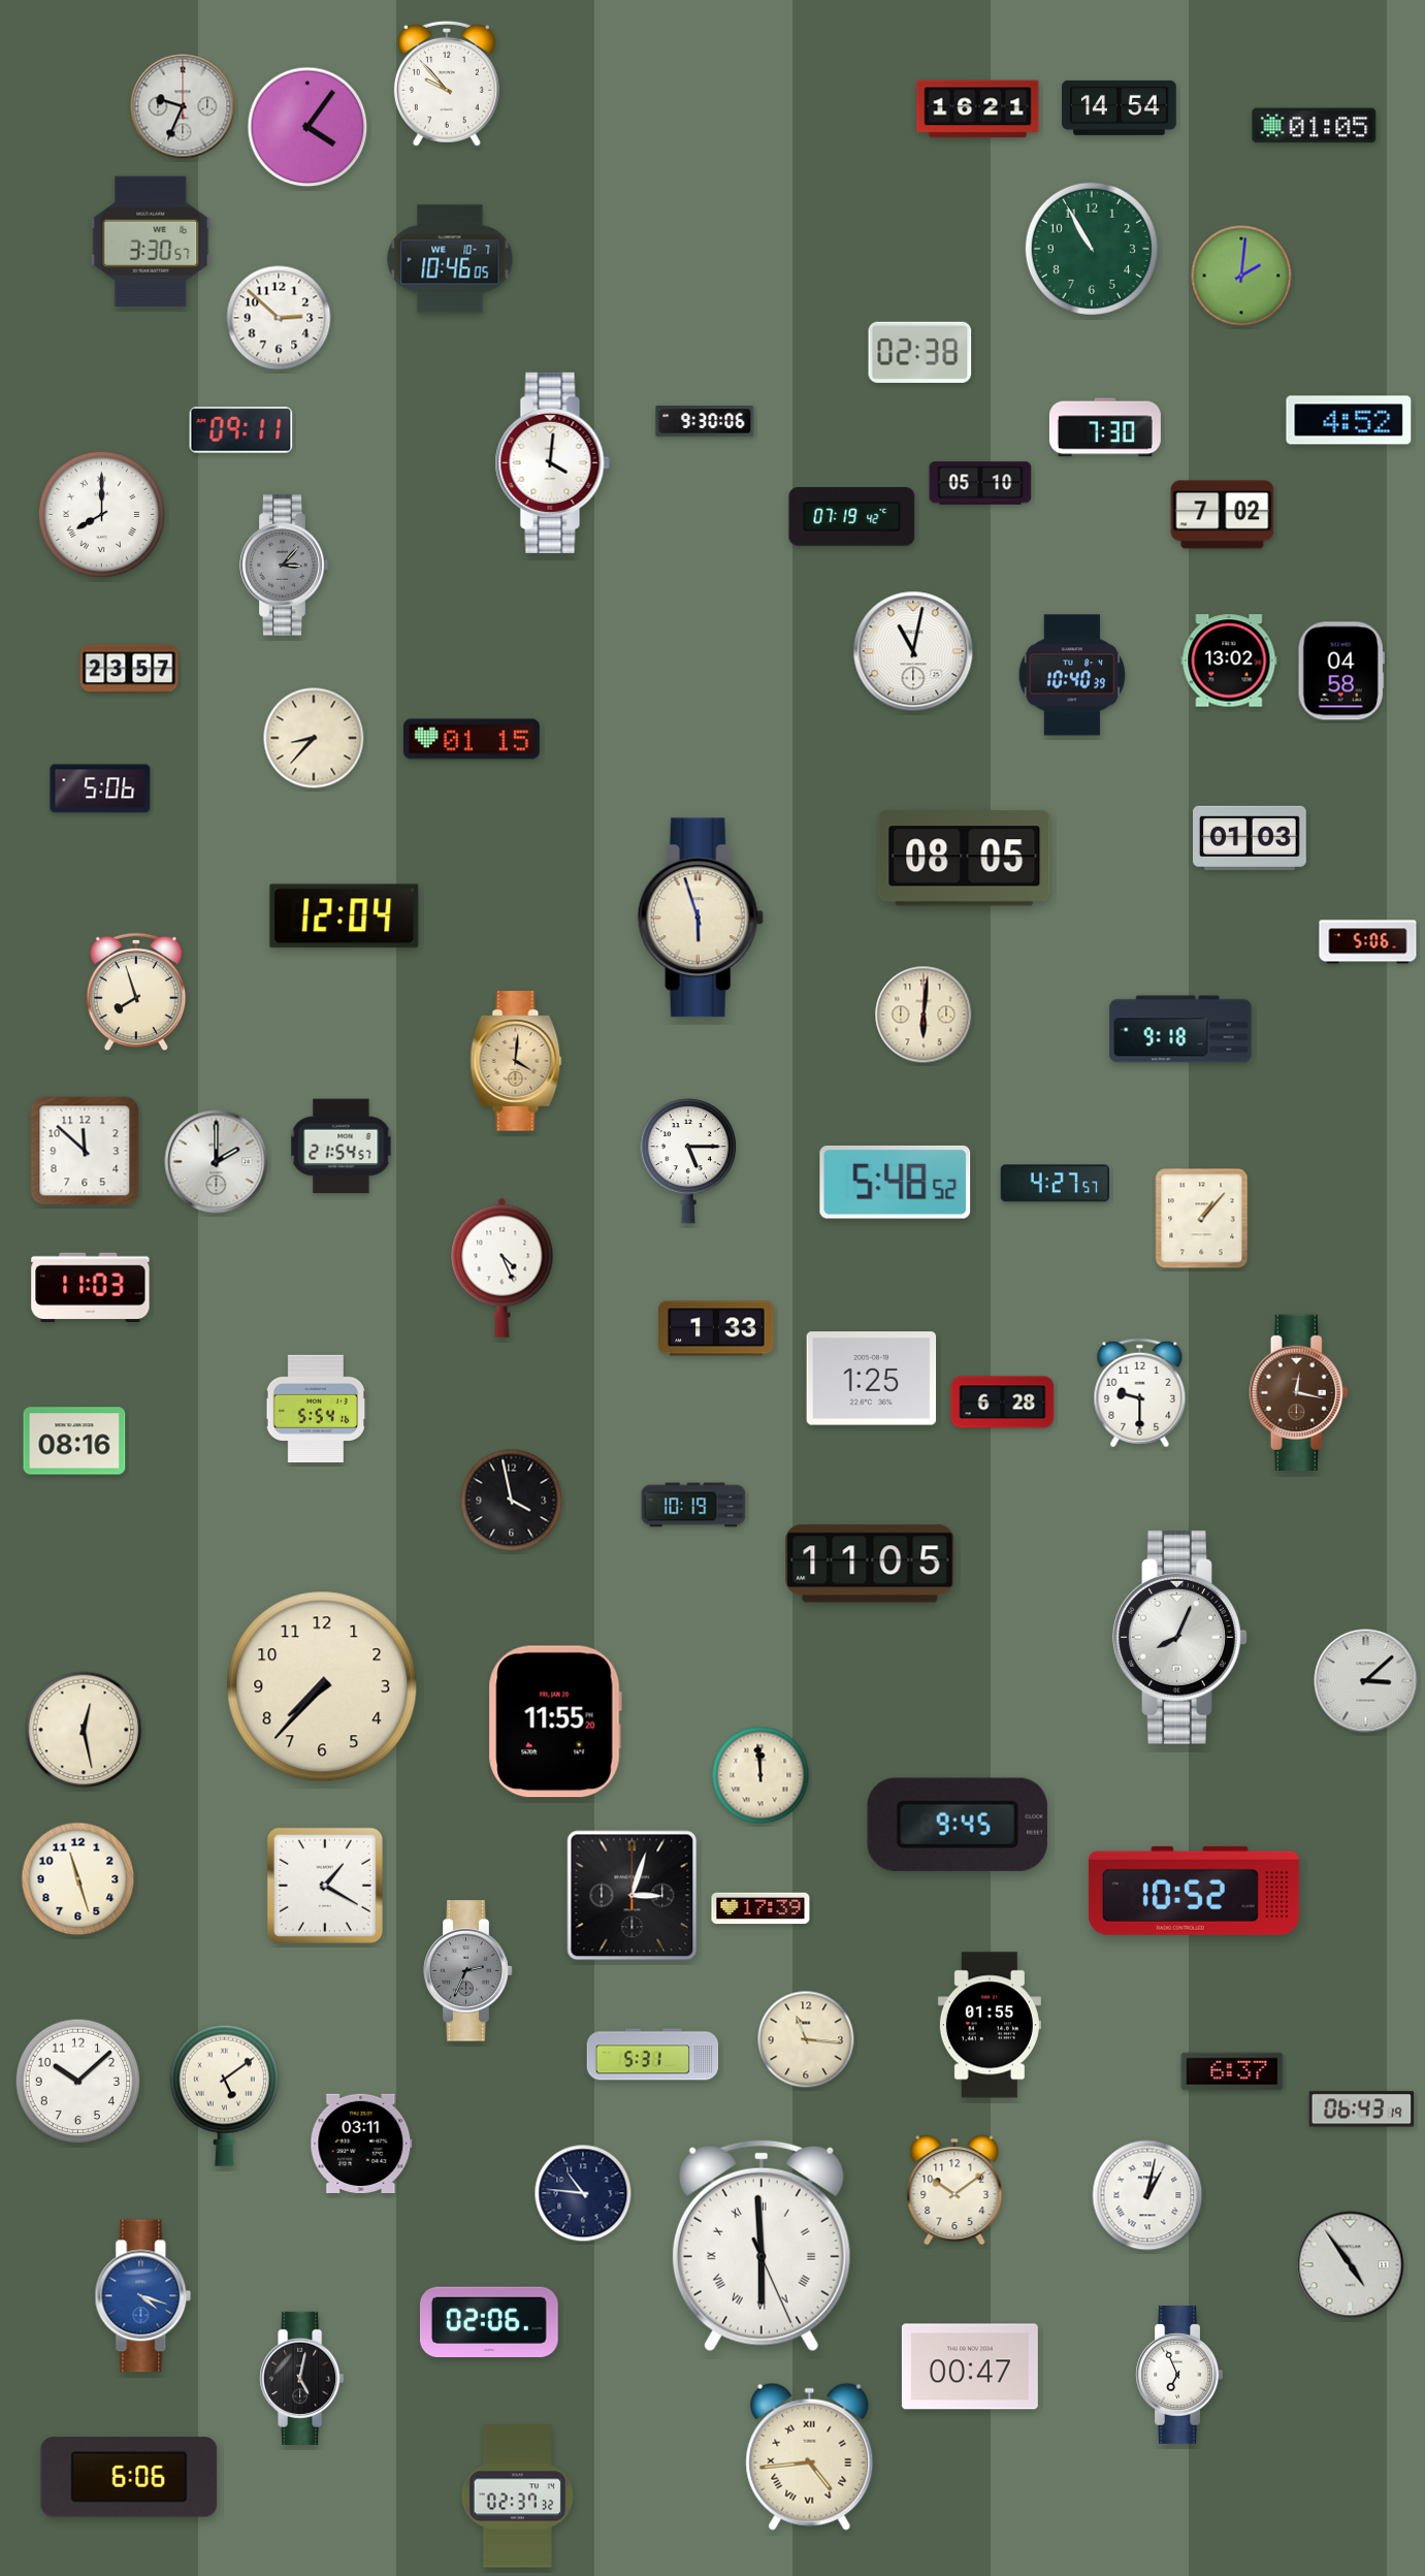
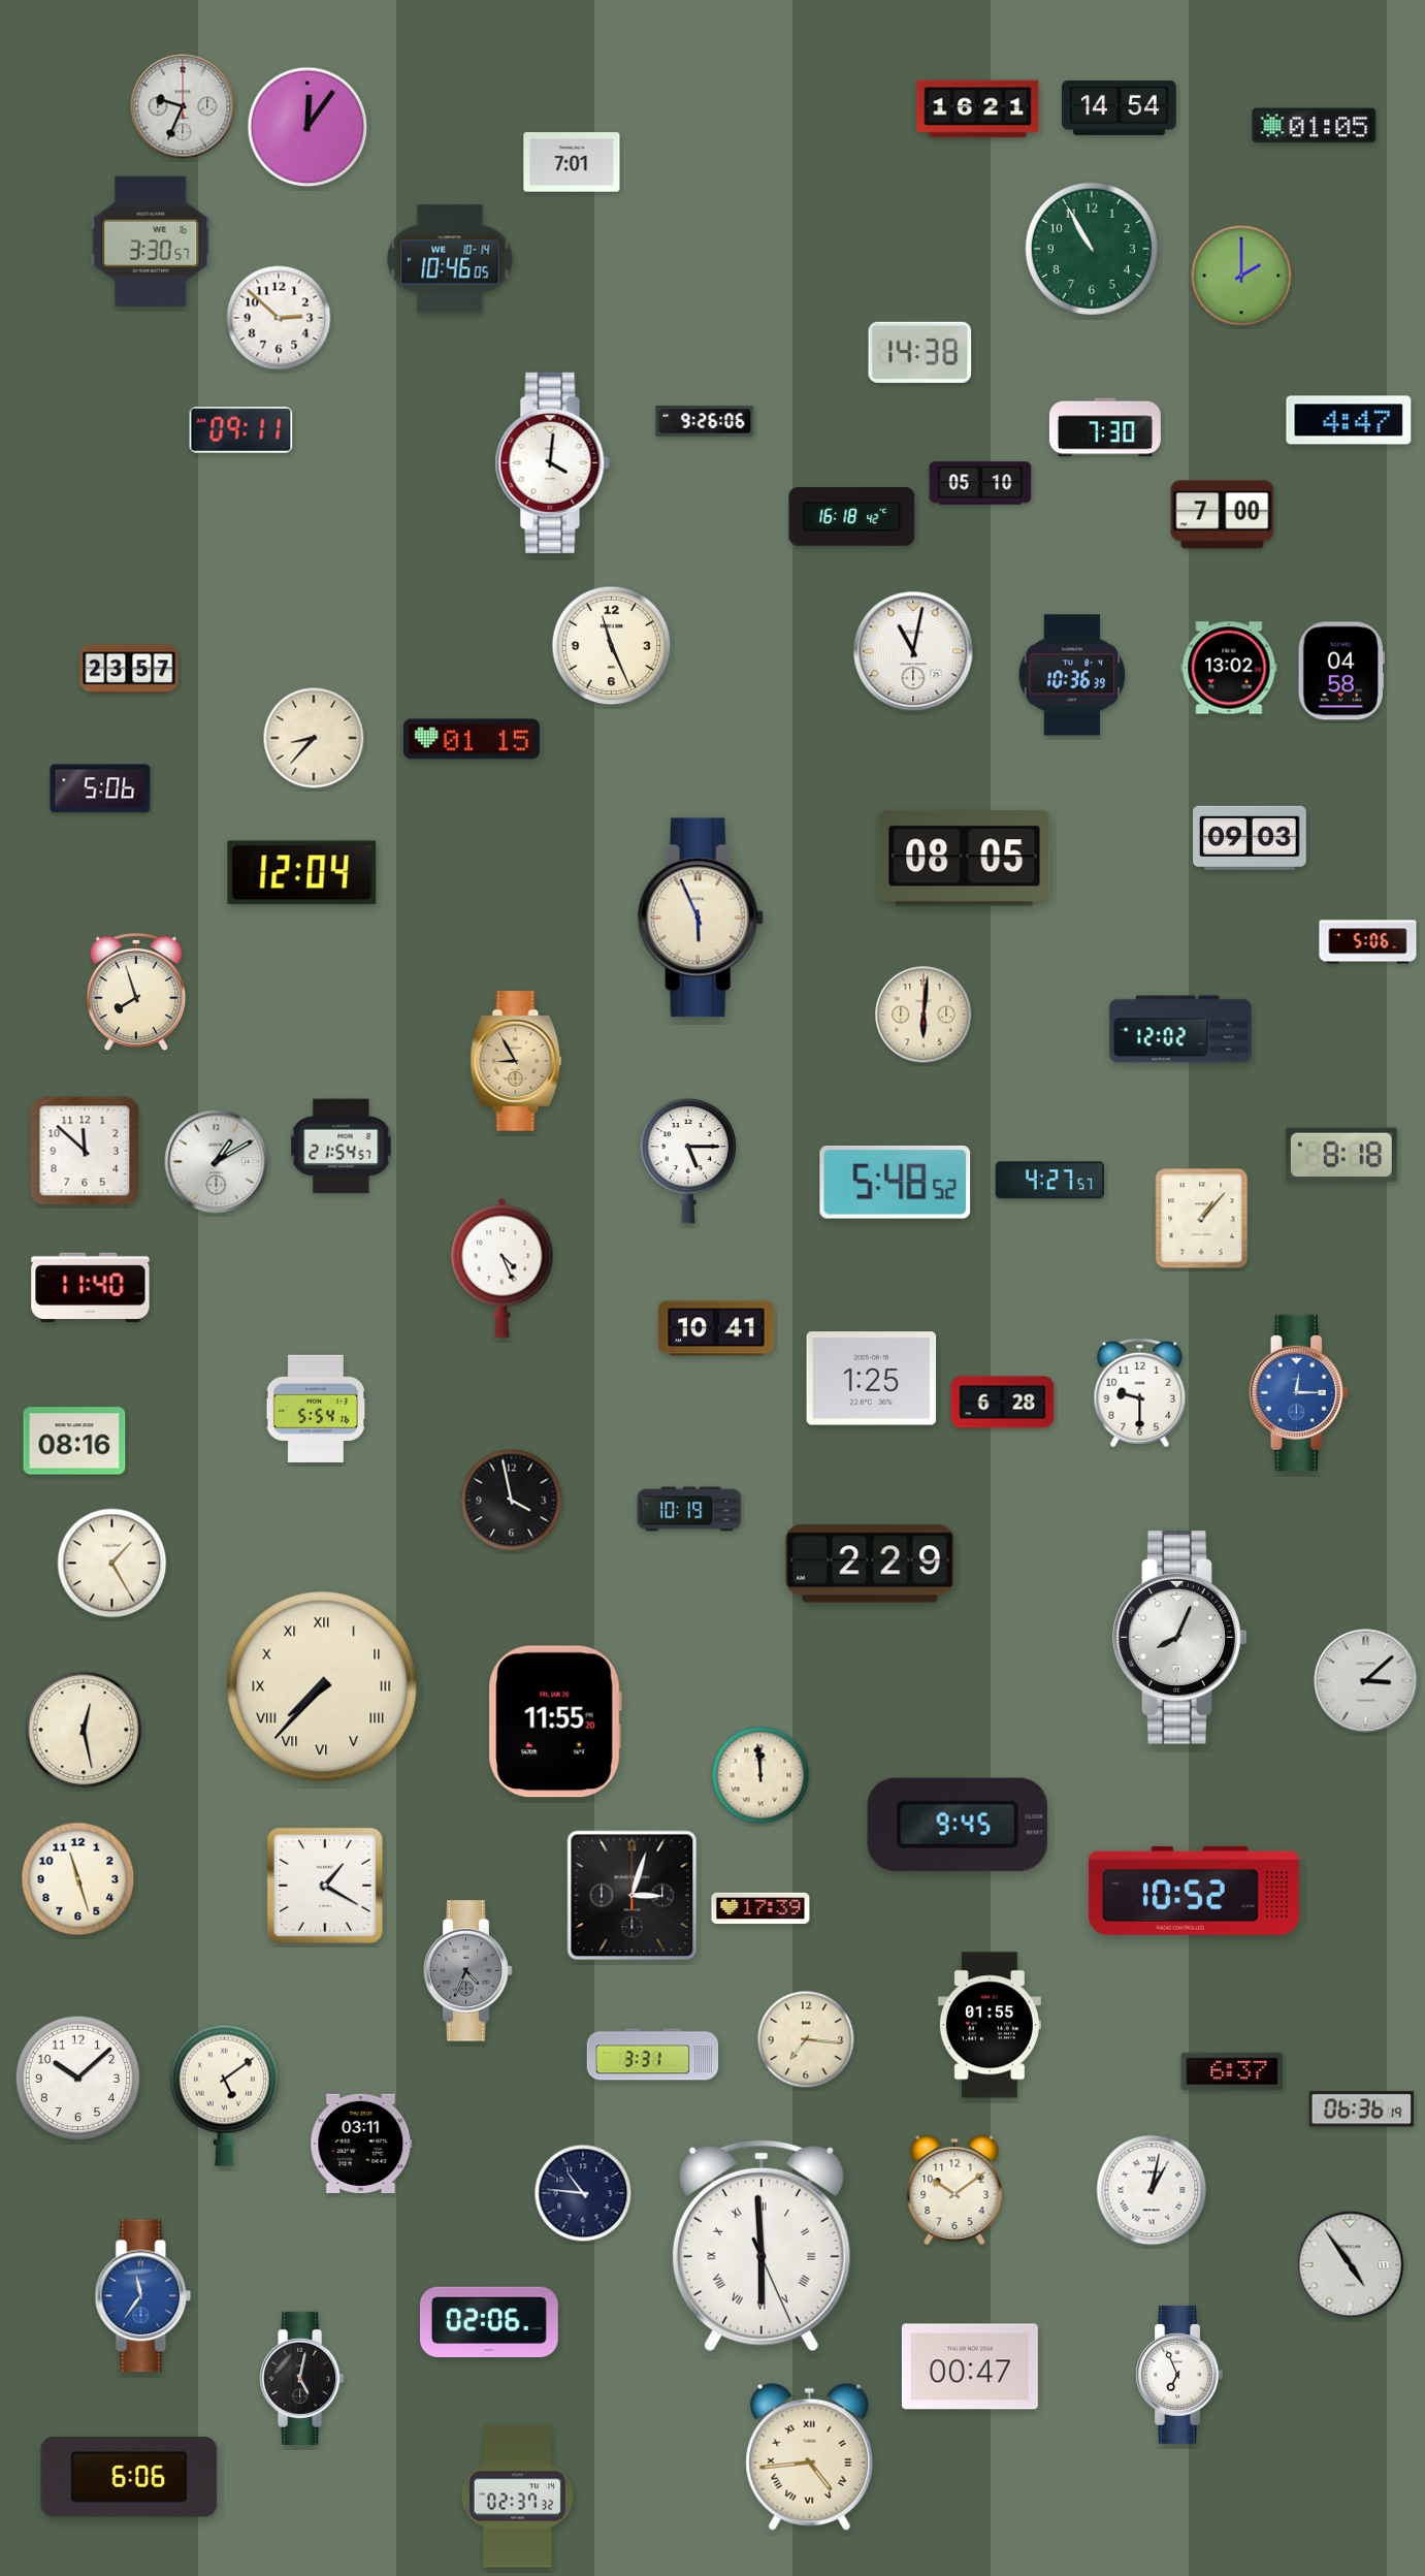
clock at (447, 84): 9:53 -> none
clock at (307, 127): 4:06 -> 12:06
clock at (572, 162): none -> 7:01
clock at (450, 259) date: WE 10-7 -> WE 10-14
clock at (1241, 276): 2:01 -> 2:00
clock at (920, 352): 02:38 -> 14:38
clock at (1349, 420): 4:52 -> 4:47
clock at (705, 422): 9:30 -> 9:26
clock at (102, 515): 8:00 -> none
clock at (1223, 515): 7:02 -> 7:00
clock at (852, 517): 07:19 -> 16:18
clock at (285, 566): 3:07 -> none
clock at (612, 646): none -> 11:26
clock at (1229, 661) position: (1229, 661) -> (1229, 668)
clock at (1072, 675): 10:40 -> 10:36
clock at (1251, 838): 01:03 -> 09:03
clock at (345, 916) position: (345, 916) -> (302, 873)
clock at (701, 917): 5:57 -> 5:56
clock at (1180, 1029): 9:18 -> 12:02
clock at (516, 1061): 4:01 -> 8:55
clock at (1341, 1155): none -> 8:18
clock at (217, 1162): 2:00 -> 1:10
clock at (1055, 1184) position: (1055, 1184) -> (1049, 1181)
clock at (91, 1287): 11:03 -> 11:40
clock at (716, 1328): 1:33 -> 10:41
clock at (1299, 1392): 12:17 -> 12:15
clock at (1299, 1392) dial: brown -> blue
clock at (693, 1505) position: (693, 1505) -> (689, 1509)
clock at (112, 1564): none -> 1:25
clock at (870, 1564): 11:05 -> 2:29
clock at (322, 1686) numerals: Arabic -> Roman
clock at (468, 1971): 2:34 -> 4:34
clock at (806, 2039): 11:16 -> 7:16
clock at (653, 2055): 5:31 -> 3:31
clock at (78, 2082) position: (78, 2082) -> (78, 2079)
clock at (1362, 2110): 06:43 -> 06:36
clock at (1147, 2195) position: (1147, 2195) -> (1152, 2190)
clock at (143, 2296): 4:18 -> 11:36
